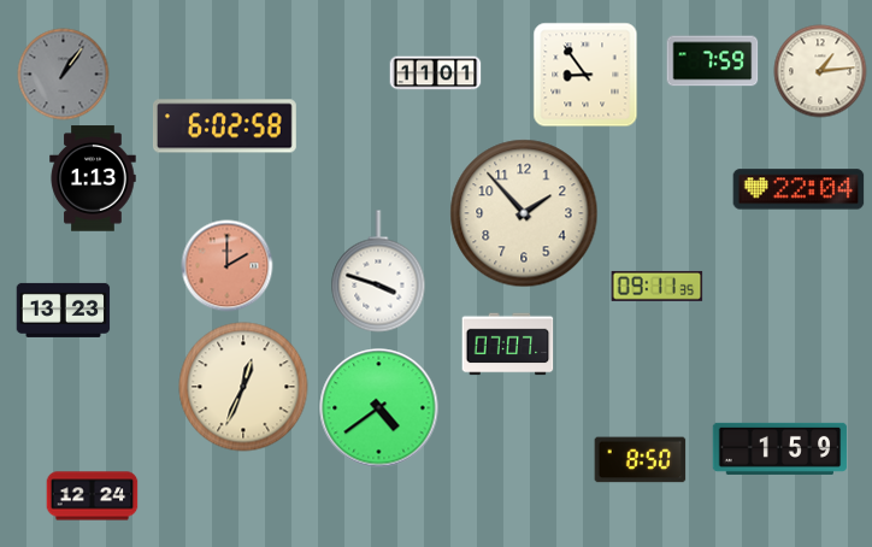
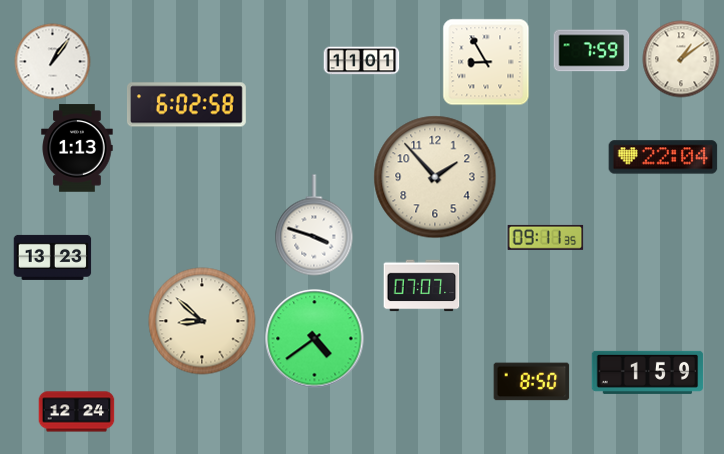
clock at (820, 71): 1:14 -> 1:09
clock at (64, 75) dial: grey -> white
clock at (585, 75): 8:54 -> 8:55
clock at (228, 266): 2:00 -> none
clock at (243, 387): 12:34 -> 8:52
